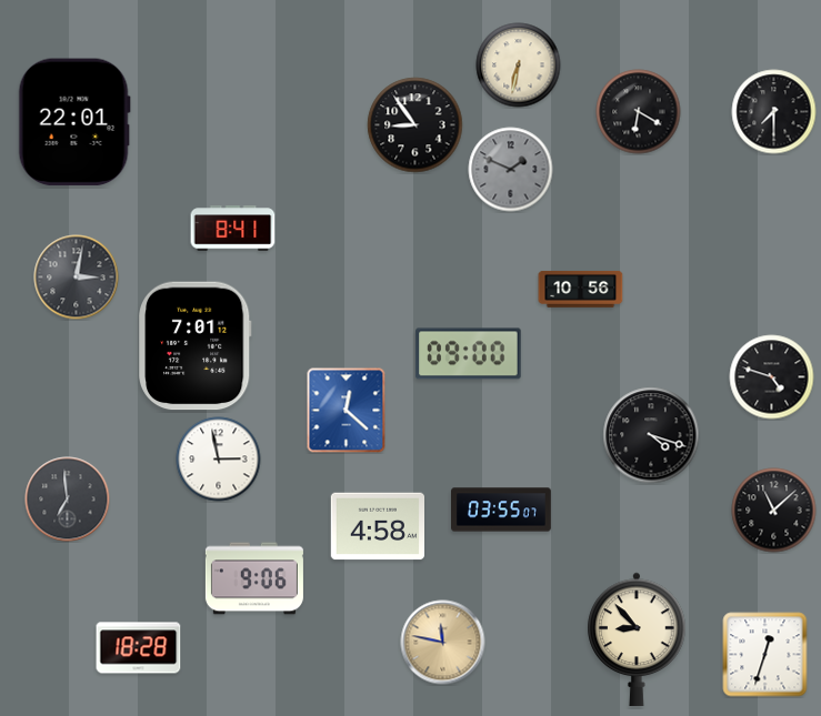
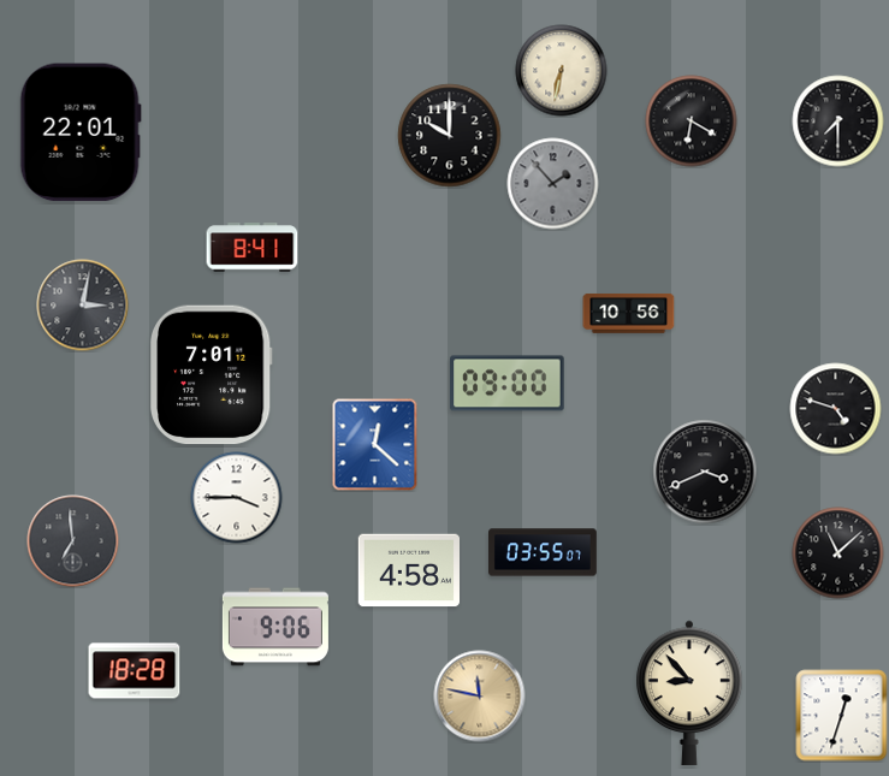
clock at (415, 125): 8:54 -> 10:00
clock at (511, 170): 1:49 -> 1:53
clock at (77, 278) position: (77, 278) -> (83, 306)
clock at (651, 435): 4:18 -> 3:41
clock at (219, 460): 2:58 -> 3:45
clock at (139, 648) position: (139, 648) -> (135, 671)
clock at (765, 655) position: (765, 655) -> (842, 716)
